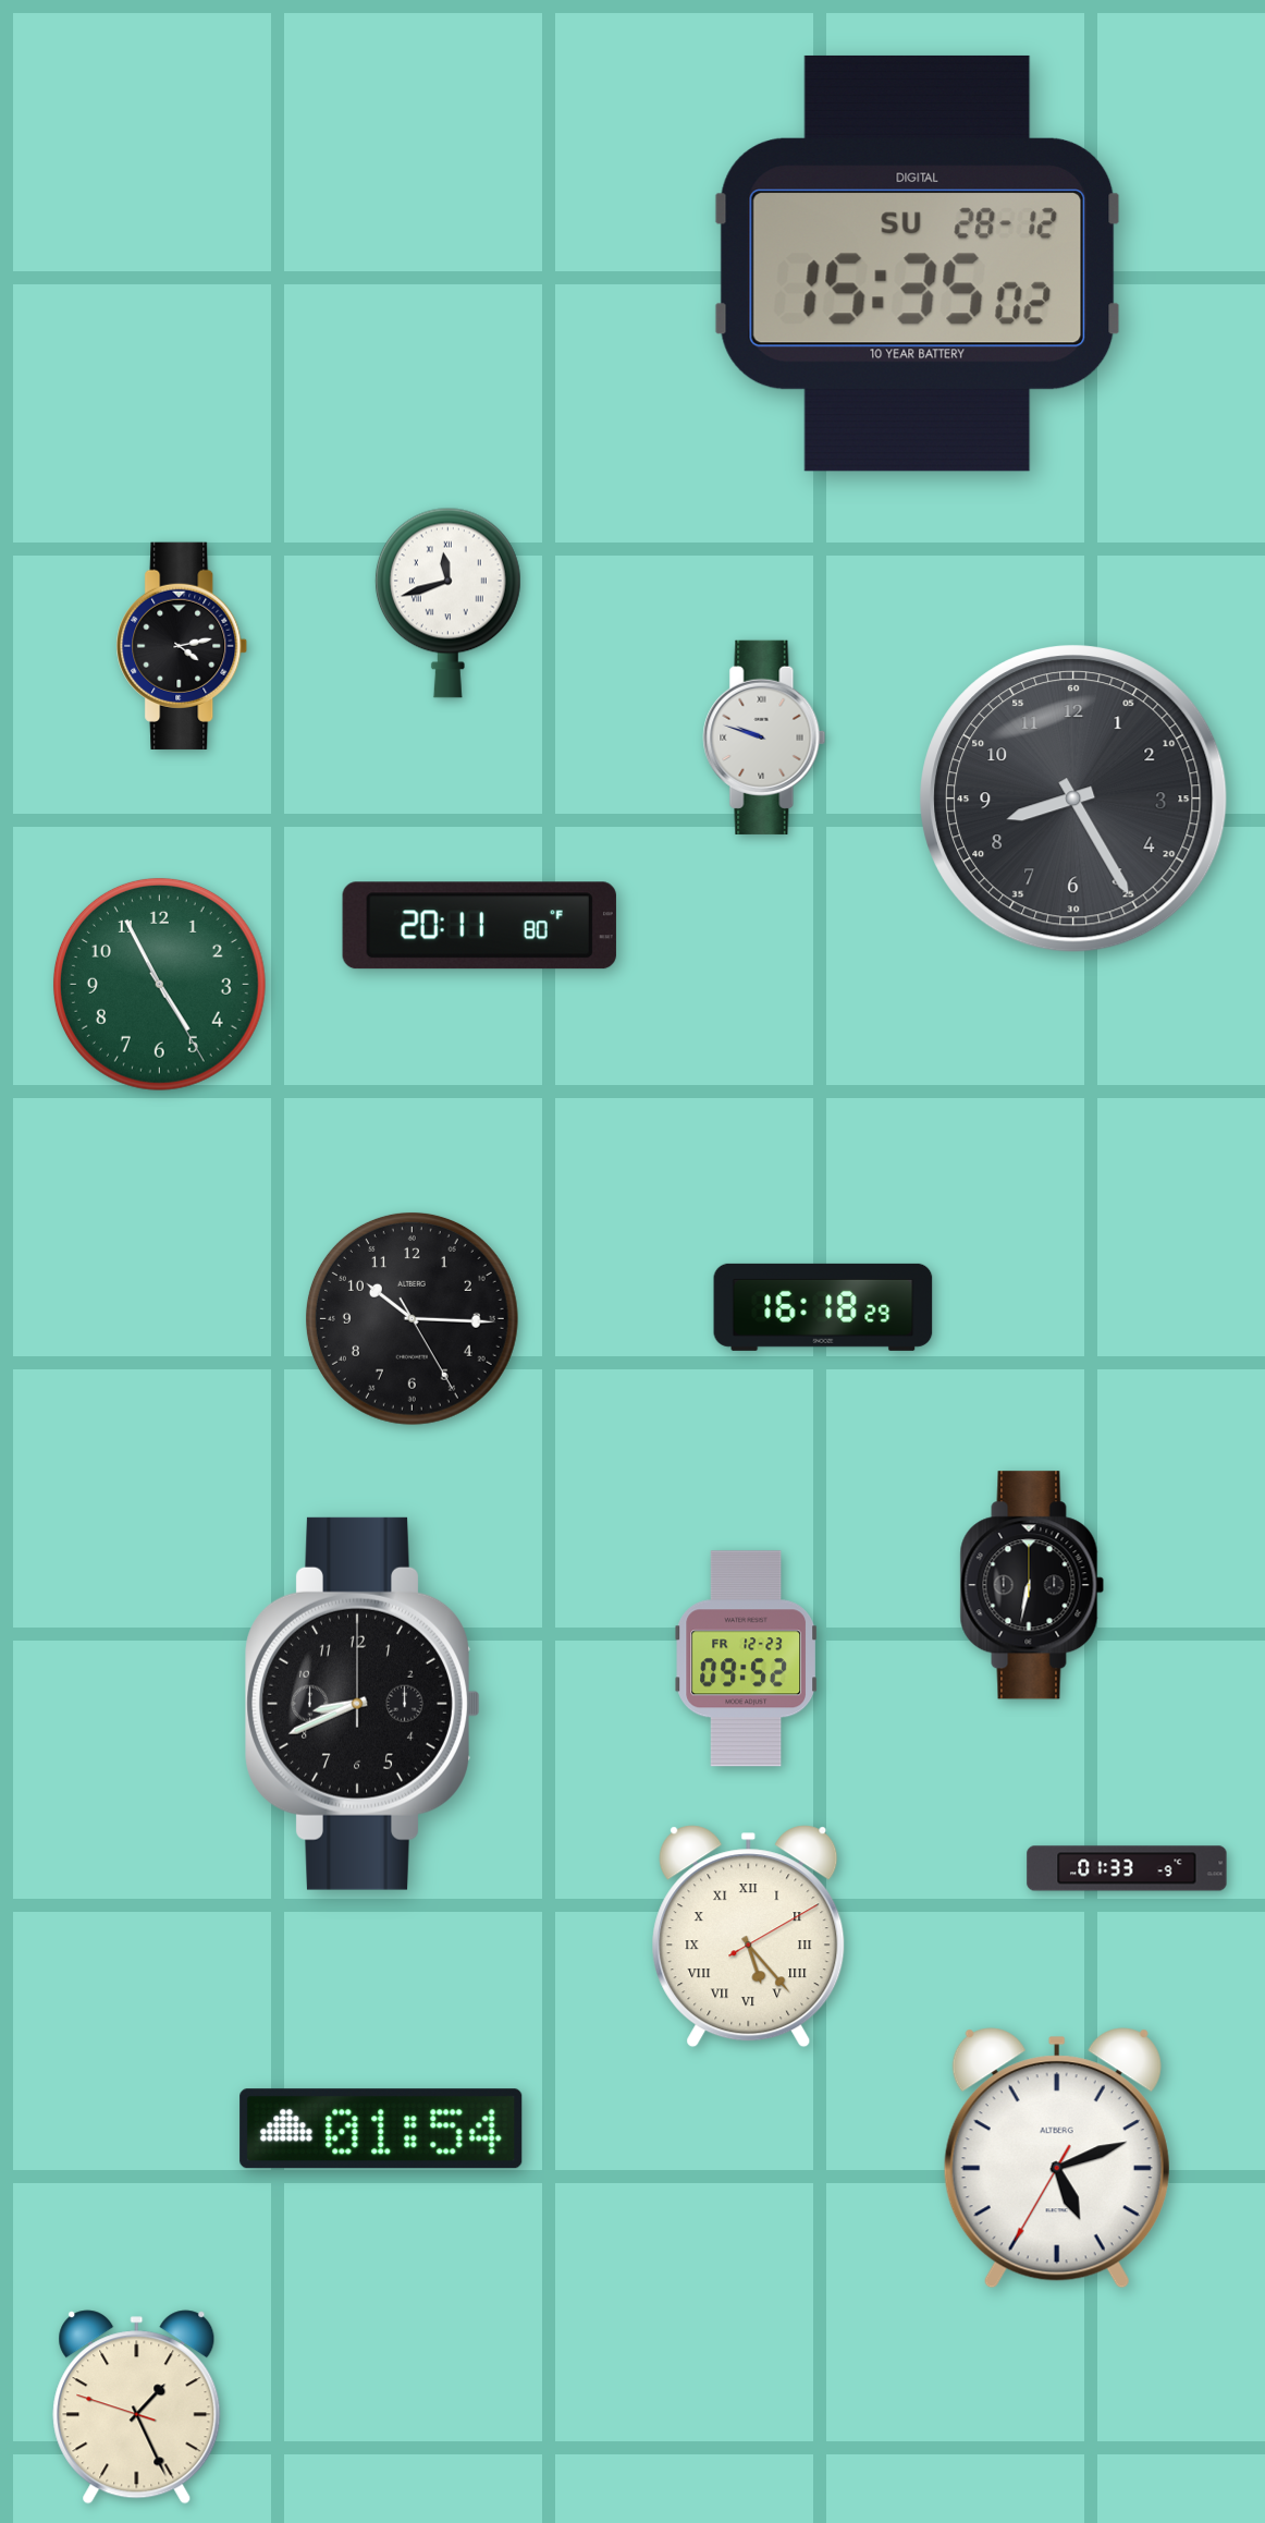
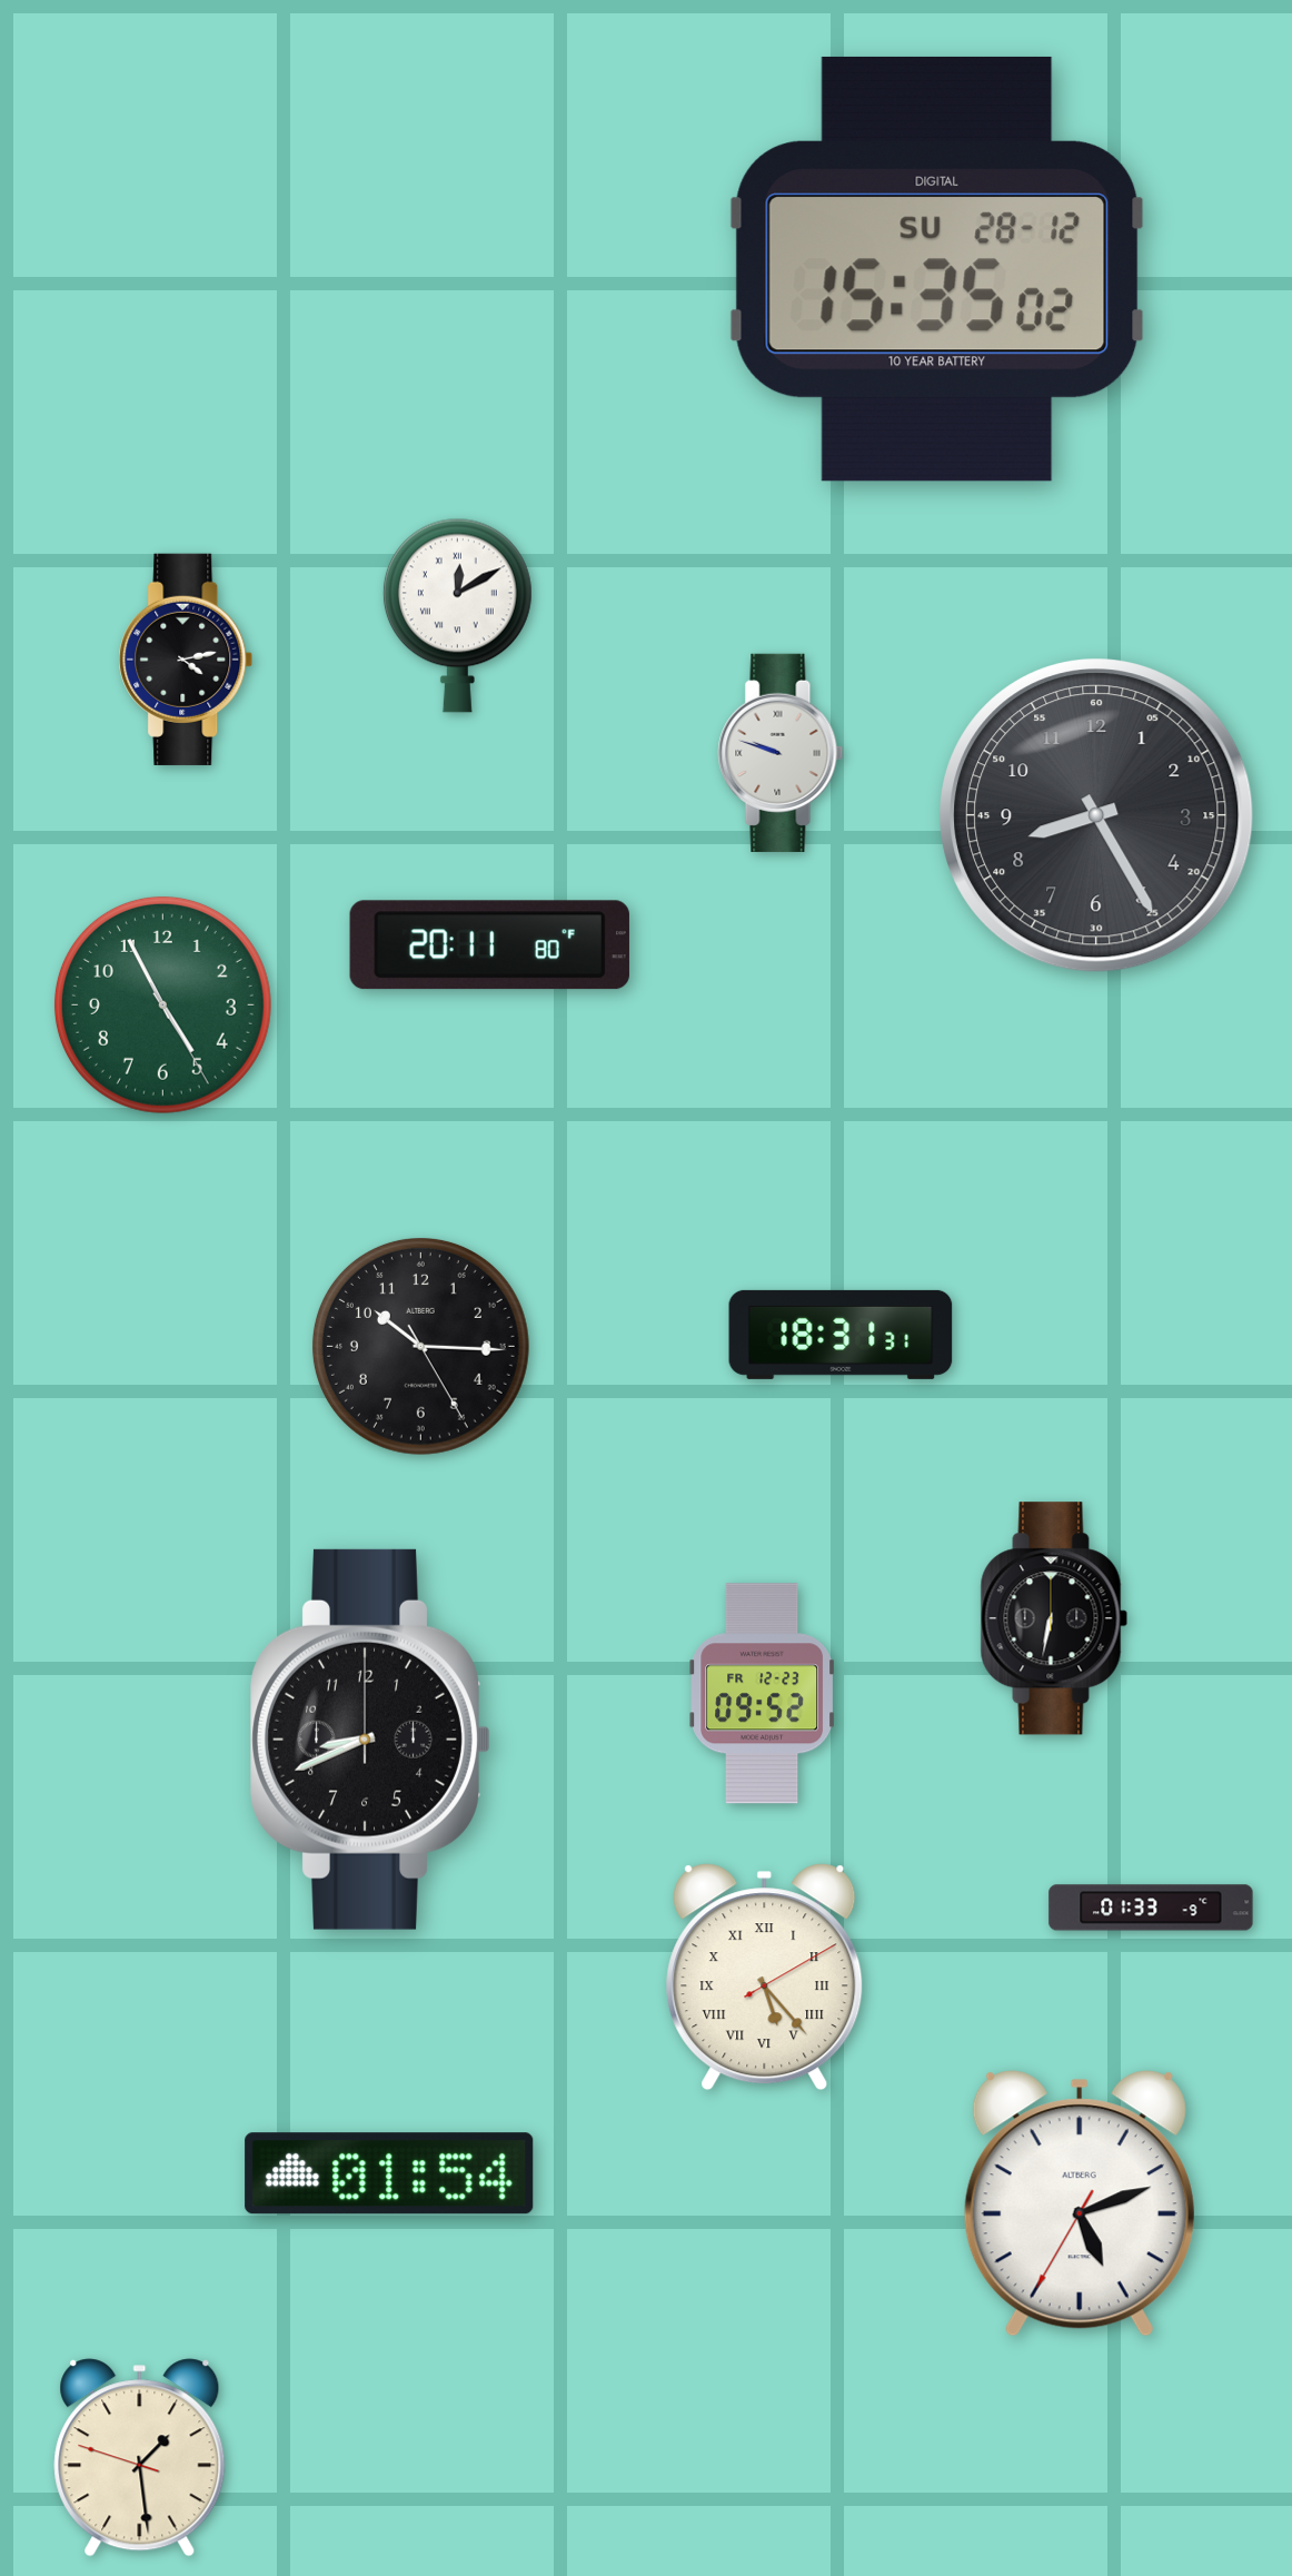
clock at (447, 602): 11:42 -> 12:10
clock at (823, 1307): 16:18 -> 18:31
clock at (137, 2408): 1:25 -> 1:28
